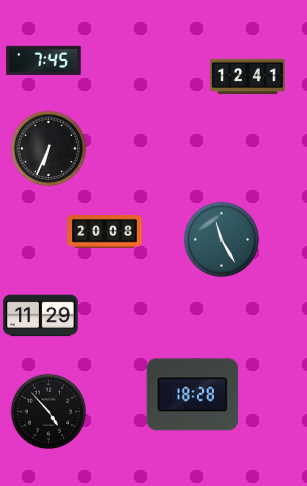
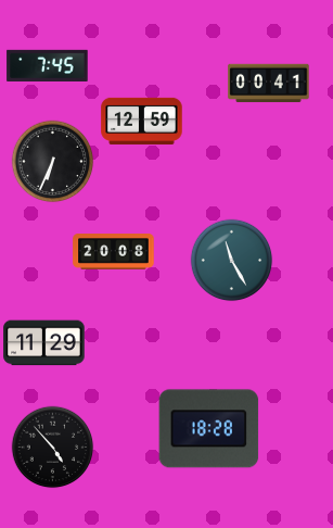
clock at (248, 77): 12:41 -> 00:41
clock at (142, 121): none -> 12:59
clock at (222, 240) position: (222, 240) -> (232, 261)
